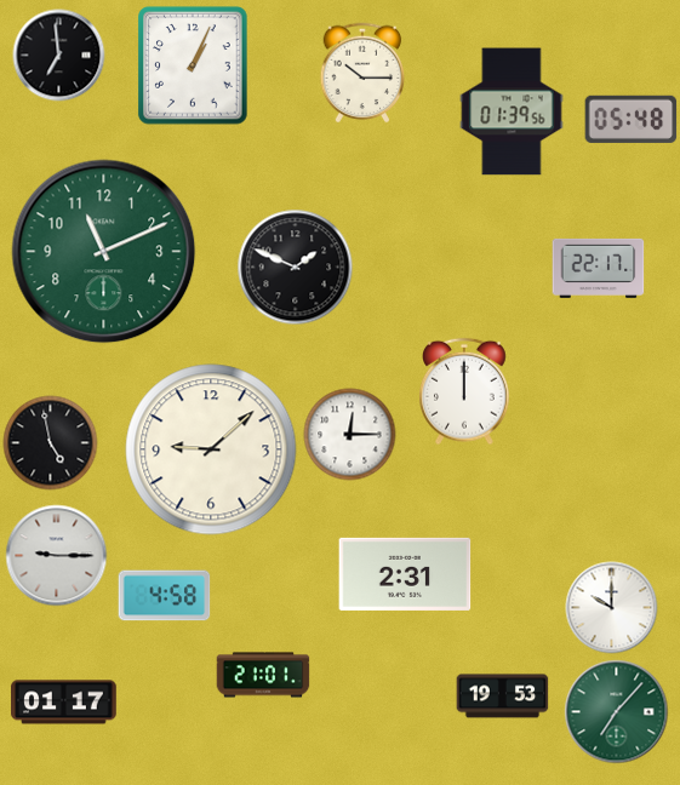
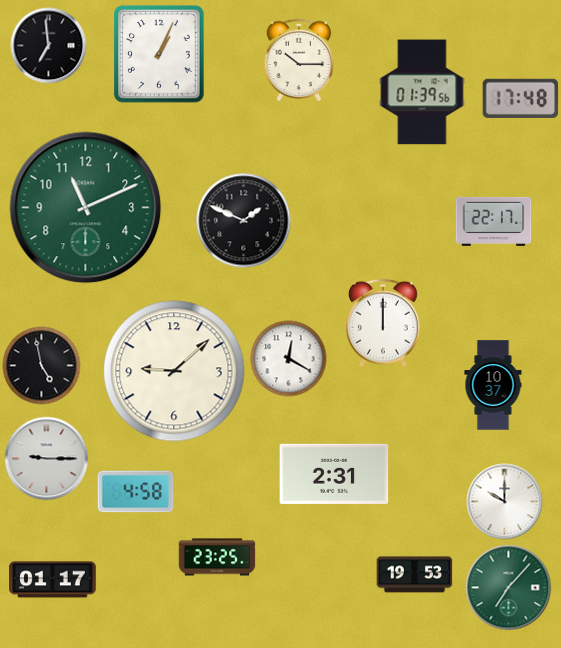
clock at (632, 119): 05:48 -> 17:48
clock at (350, 435): 12:15 -> 12:20
clock at (493, 385): none -> 10:37
clock at (263, 675): 21:01 -> 23:25
